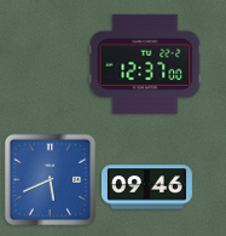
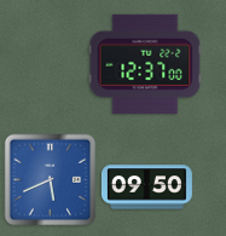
clock at (146, 188): 09:46 -> 09:50
